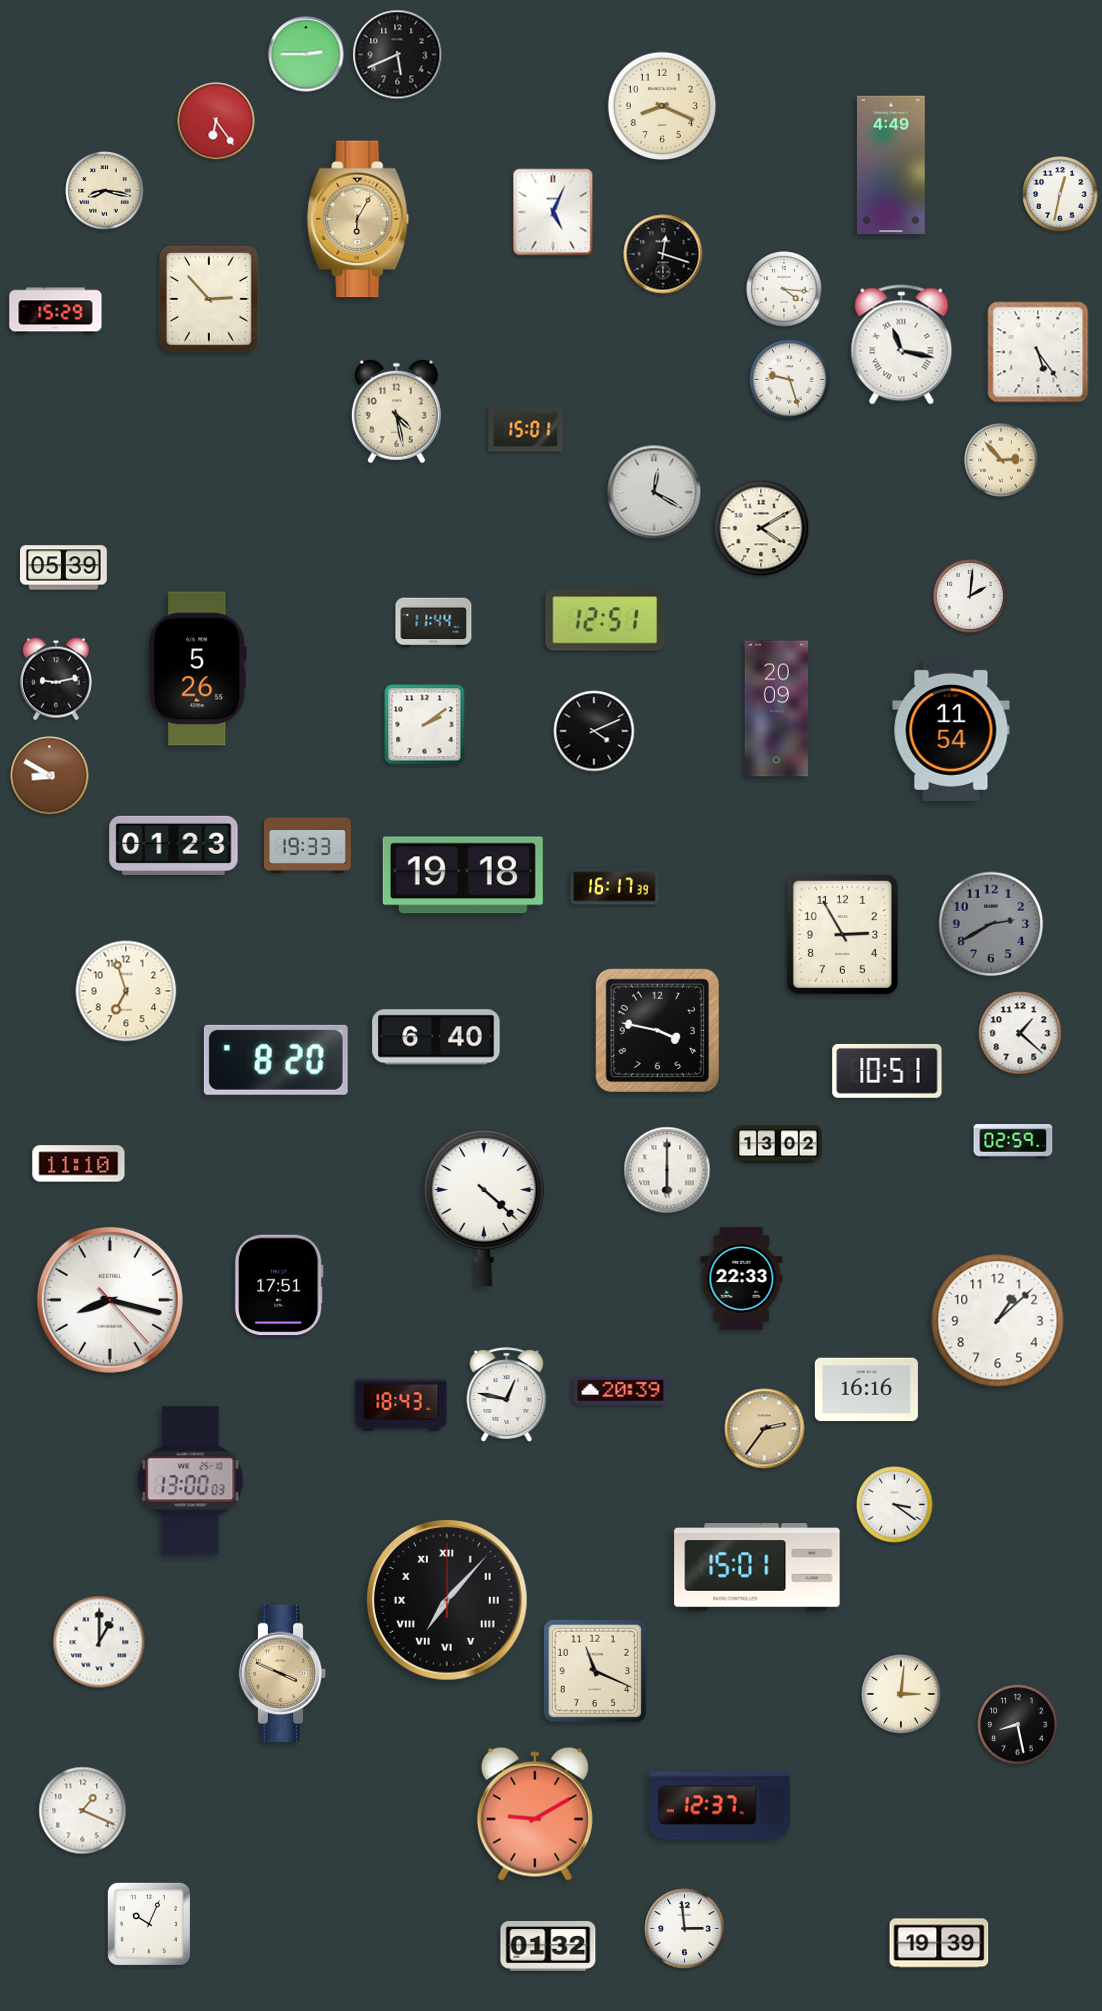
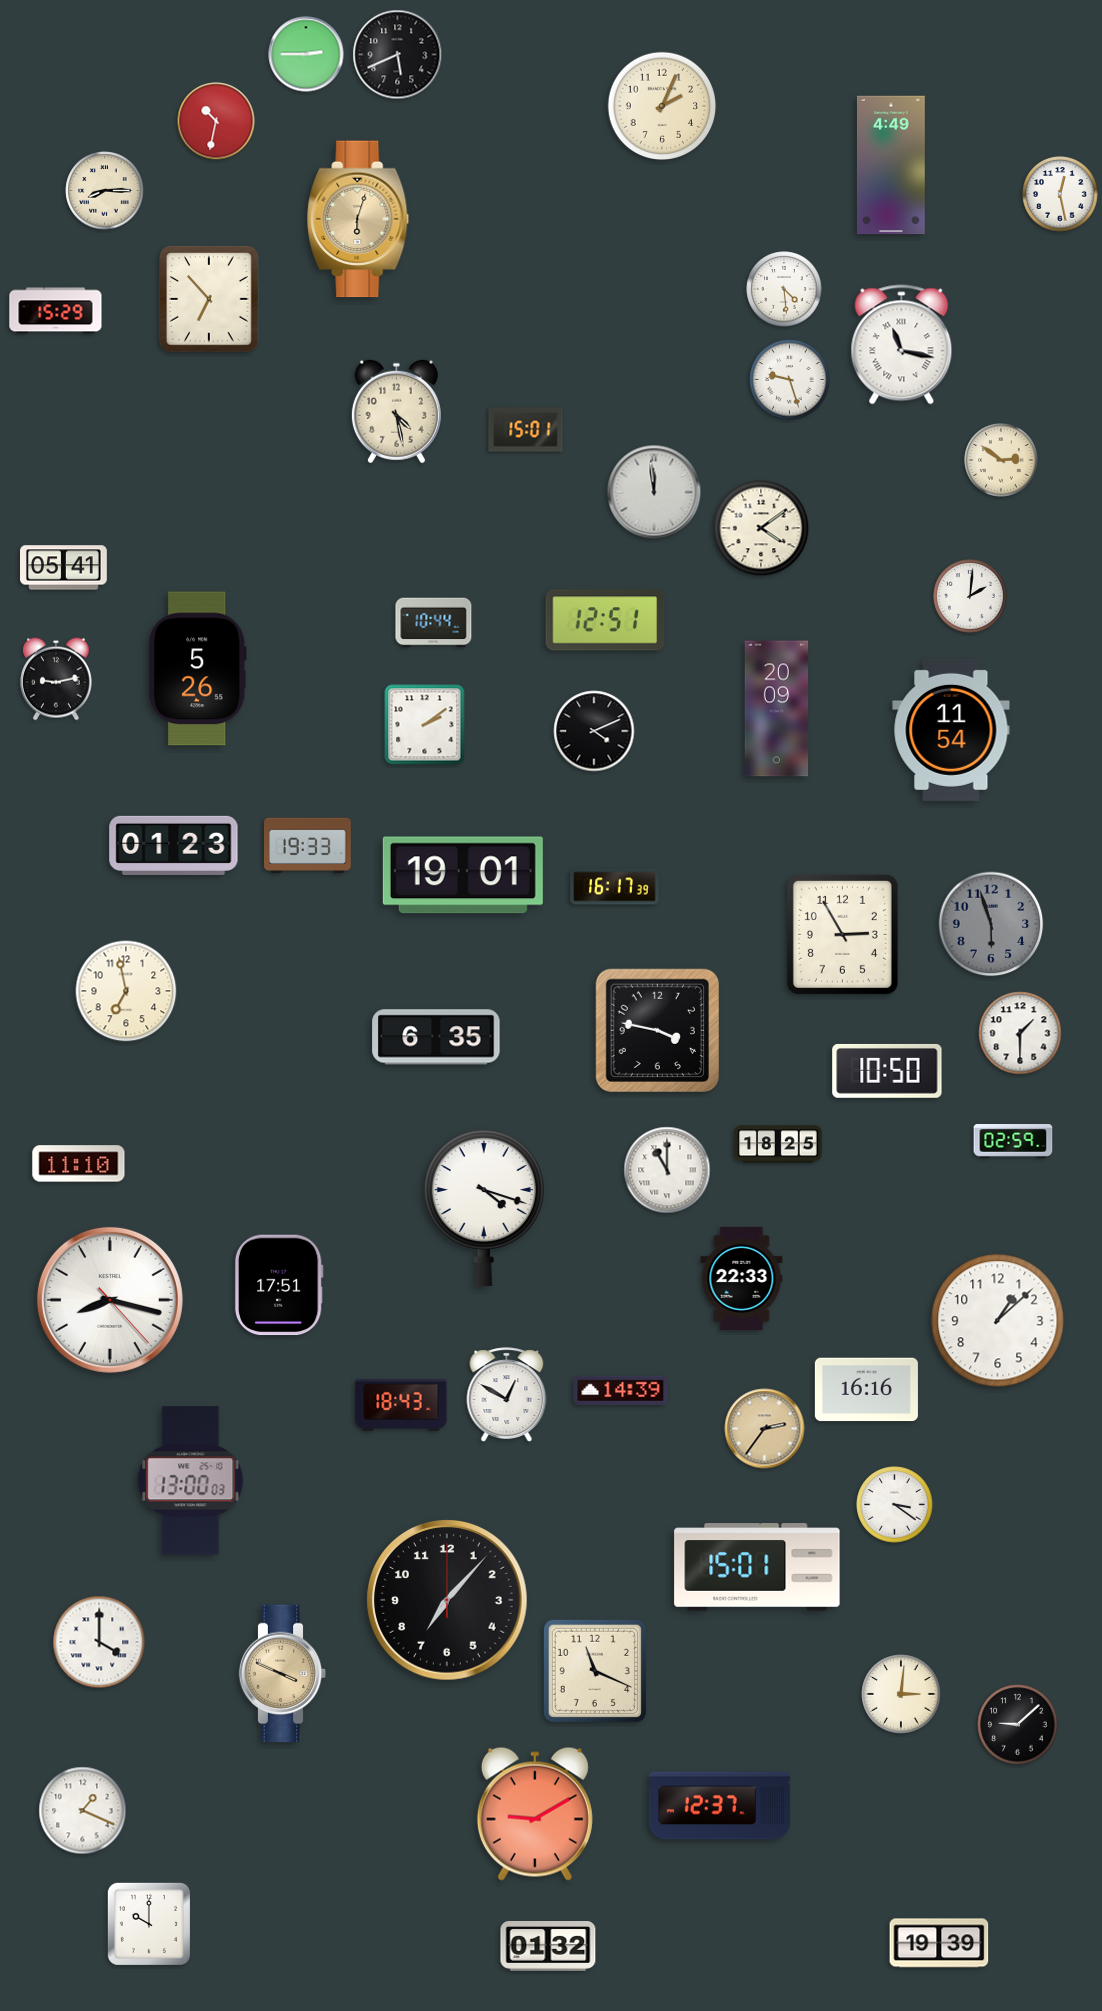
clock at (662, 106): 8:19 -> 2:04
clock at (216, 121): 6:24 -> 10:32
clock at (105, 191): 8:17 -> 8:15
clock at (1060, 194): 12:32 -> 12:28
clock at (553, 212): 5:04 -> none
clock at (359, 219): 6:05 -> 6:03
clock at (663, 254): 12:18 -> none
clock at (784, 289): 4:16 -> 4:29
clock at (209, 299): 2:53 -> 6:53
clock at (1038, 352): 5:24 -> none
clock at (1001, 460): 2:53 -> 2:51
clock at (654, 492): 12:20 -> 11:59
clock at (761, 528): 4:10 -> 4:09
clock at (64, 568): 05:39 -> 05:41
clock at (434, 623): 11:44 -> 10:44
clock at (50, 776): 8:50 -> none
clock at (463, 875): 19:18 -> 19:01
clock at (991, 924): 2:40 -> 5:57
clock at (126, 991): 6:57 -> 6:58
clock at (1020, 1033): 1:22 -> 1:30
clock at (436, 1037): 6:40 -> 6:35
clock at (276, 1060): 8:20 -> none
clock at (887, 1071): 10:51 -> 10:50
clock at (778, 1144): 13:02 -> 18:25
clock at (667, 1170): 6:00 -> 11:00
clock at (484, 1208): 4:22 -> 4:18
clock at (621, 1390): 20:39 -> 14:39
clock at (507, 1395): 12:47 -> 12:50
clock at (447, 1600) numerals: Roman -> Arabic
clock at (99, 1642): 1:00 -> 4:00
clock at (1018, 1725): 8:28 -> 9:08
clock at (149, 1924): 10:04 -> 10:00
clock at (685, 1929): 2:59 -> none
